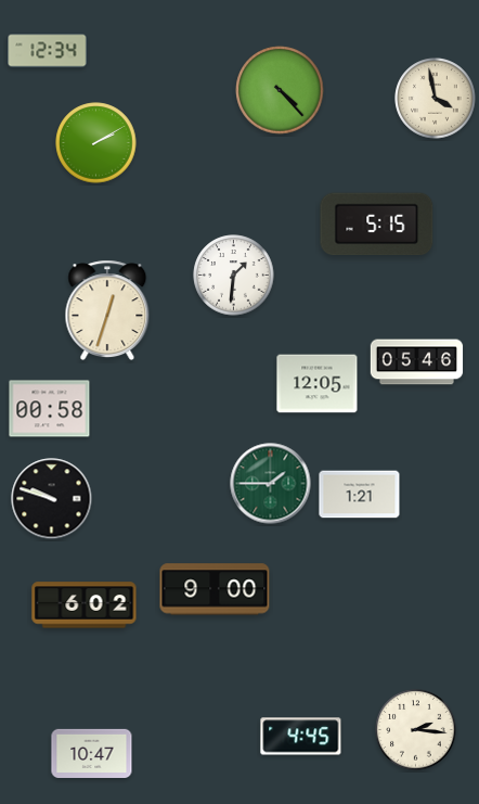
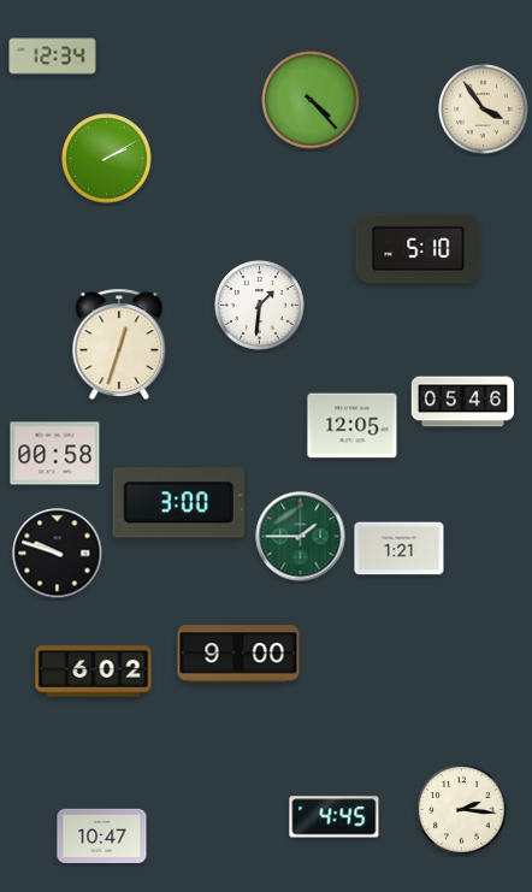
clock at (436, 99): 3:58 -> 3:54
clock at (377, 225): 5:15 -> 5:10
clock at (178, 503): none -> 3:00
